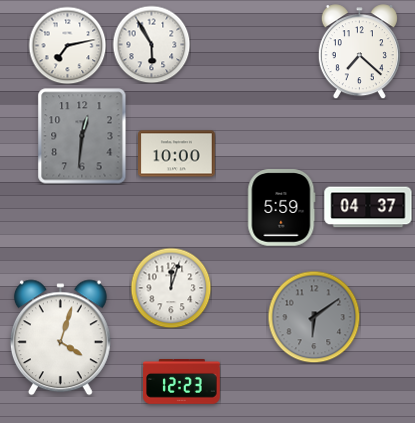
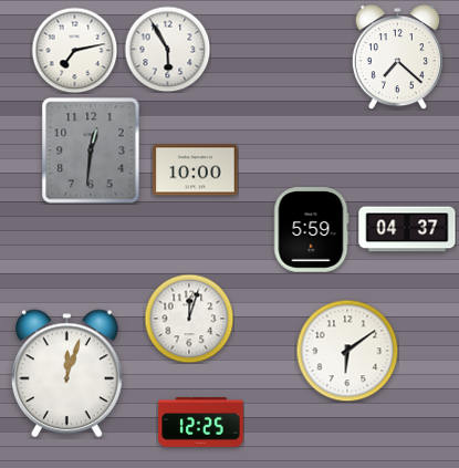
clock at (314, 317) dial: grey -> white
clock at (60, 338): 4:03 -> 12:03
clock at (182, 382): 12:23 -> 12:25
